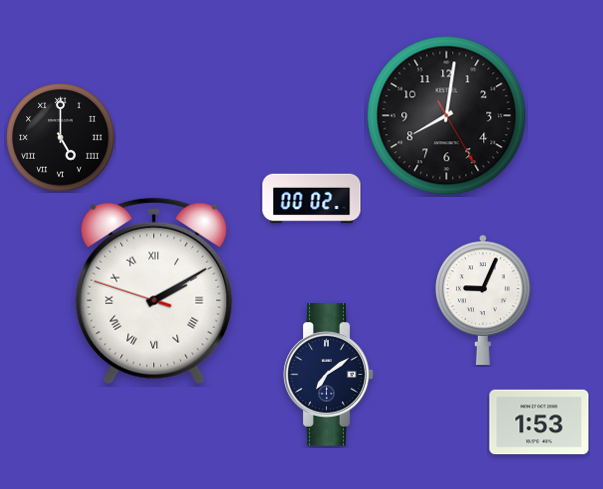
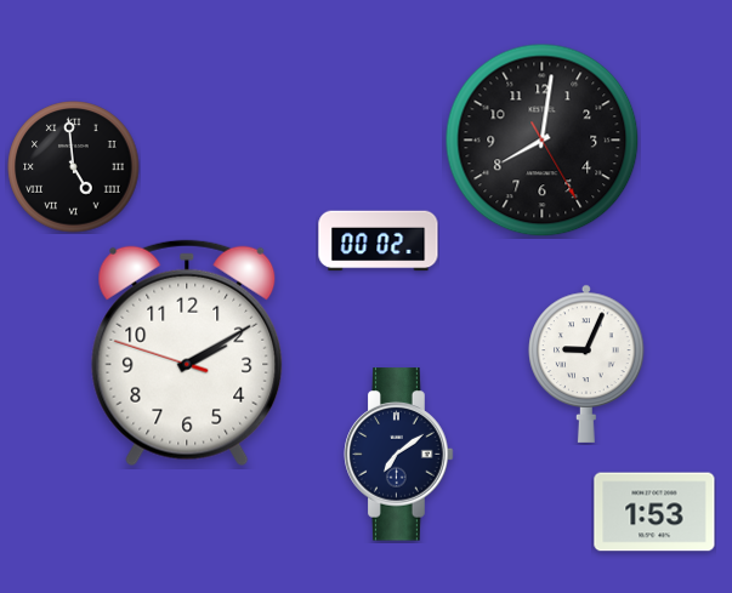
clock at (61, 138): 5:00 -> 4:59
clock at (154, 291) numerals: Roman -> Arabic
